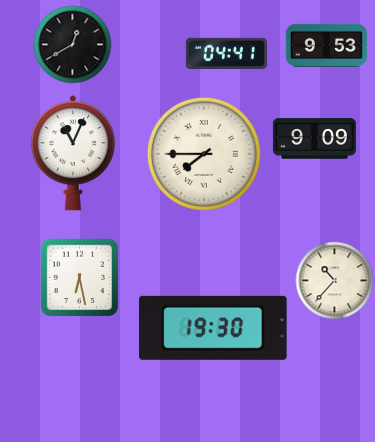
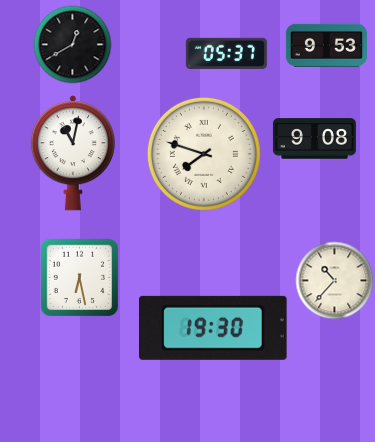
clock at (226, 53): 04:41 -> 05:37
clock at (314, 139): 9:09 -> 9:08
clock at (73, 153): 11:04 -> 11:02
clock at (204, 154): 7:45 -> 7:48
